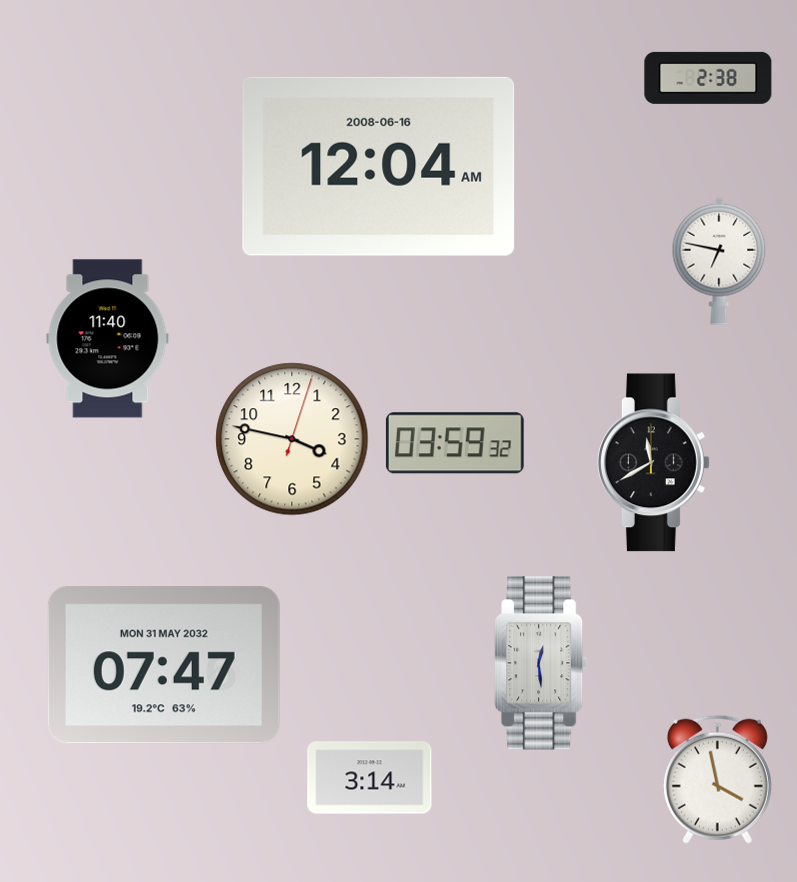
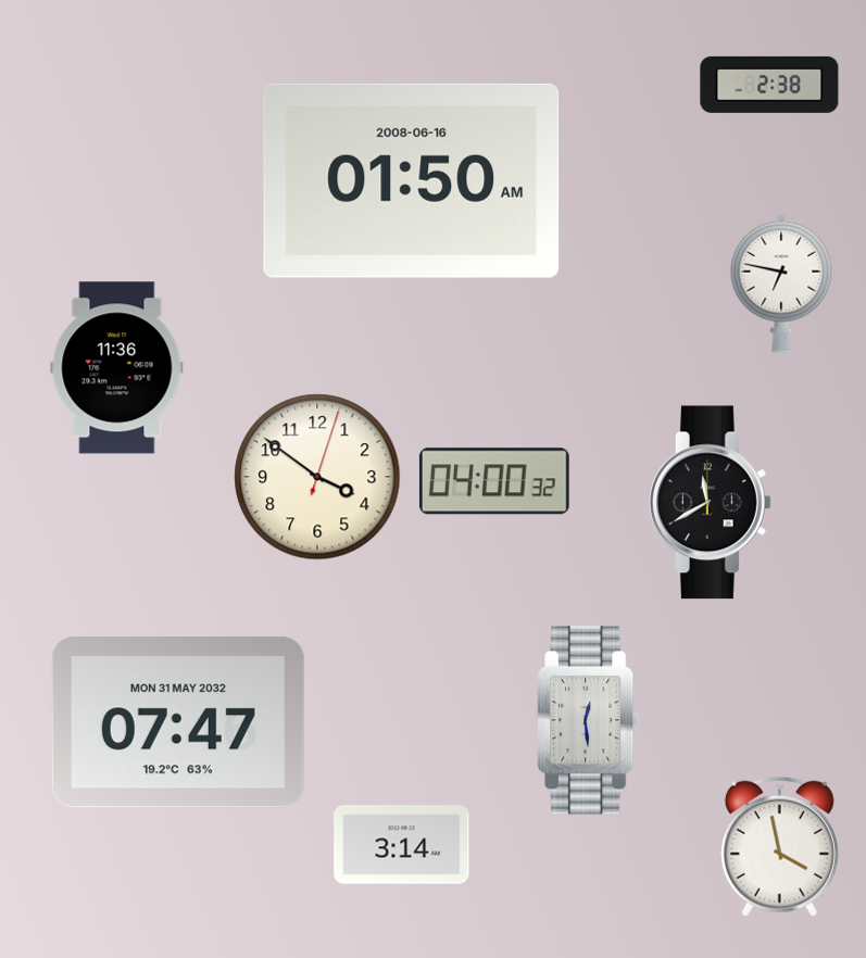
clock at (379, 166): 12:04 -> 01:50
clock at (108, 339): 11:40 -> 11:36
clock at (292, 439): 3:47 -> 3:51
clock at (455, 443): 03:59 -> 04:00
